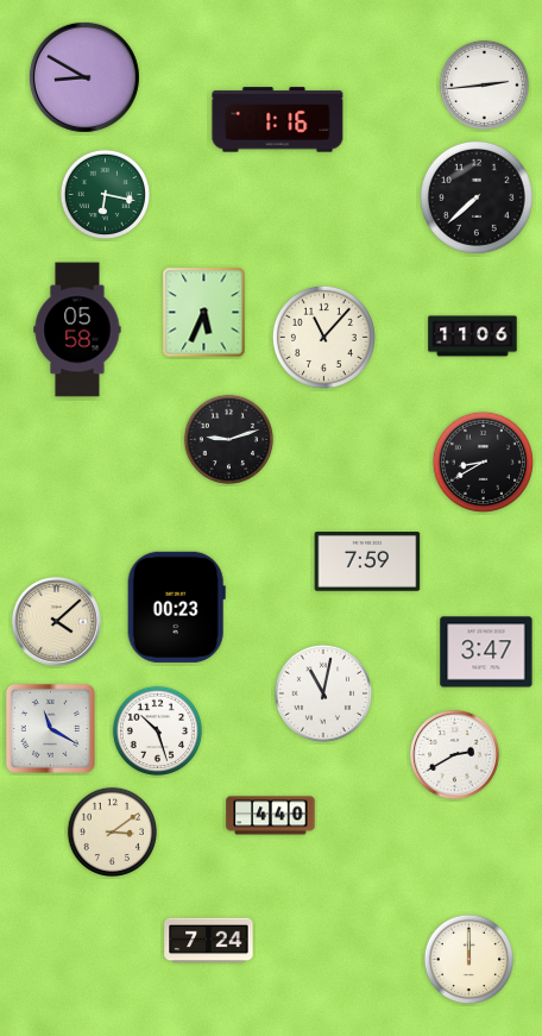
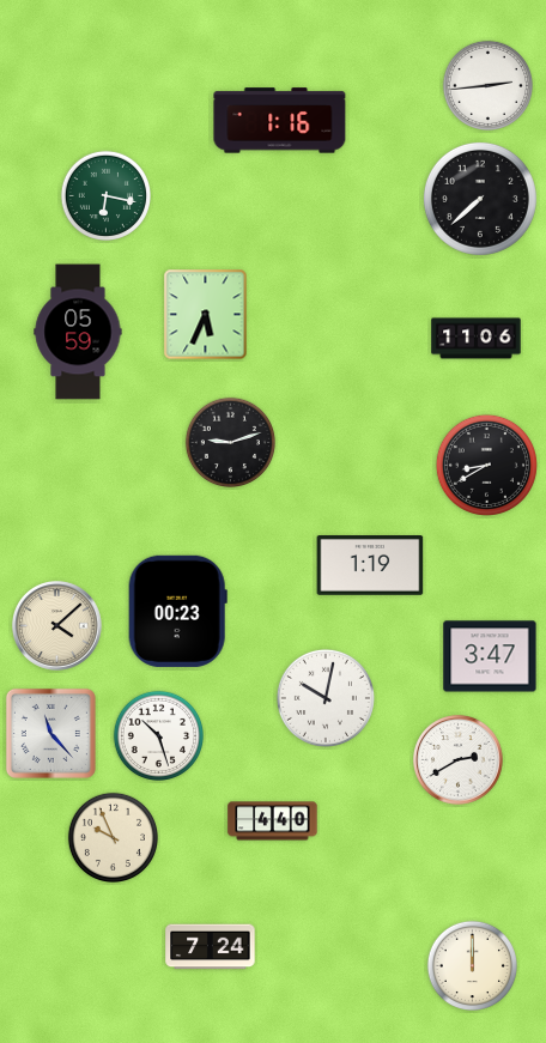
clock at (84, 77): 8:50 -> none
clock at (77, 329): 05:58 -> 05:59
clock at (323, 337): 11:07 -> none
clock at (367, 563): 7:59 -> 1:19
clock at (323, 693): 11:02 -> 10:02
clock at (50, 728): 11:20 -> 11:23
clock at (112, 831): 3:09 -> 9:56
